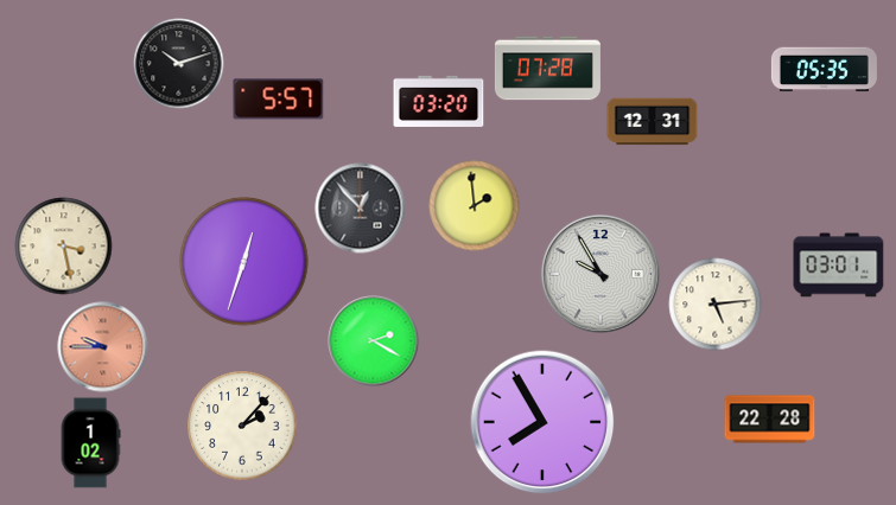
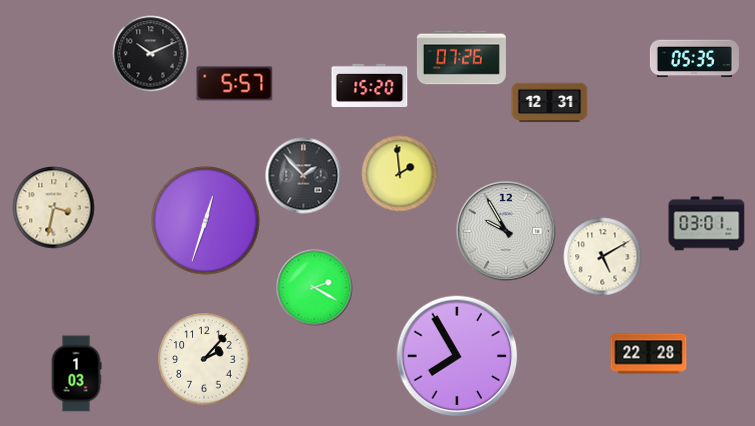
clock at (179, 64): 10:12 -> 10:11
clock at (547, 69): 07:28 -> 07:26
clock at (439, 101): 03:20 -> 15:20
clock at (361, 209): 12:53 -> 1:53
clock at (64, 247): 3:28 -> 3:32
clock at (716, 305): 5:14 -> 5:10
clock at (103, 347): 9:45 -> none
clock at (90, 443): 1:02 -> 1:03
